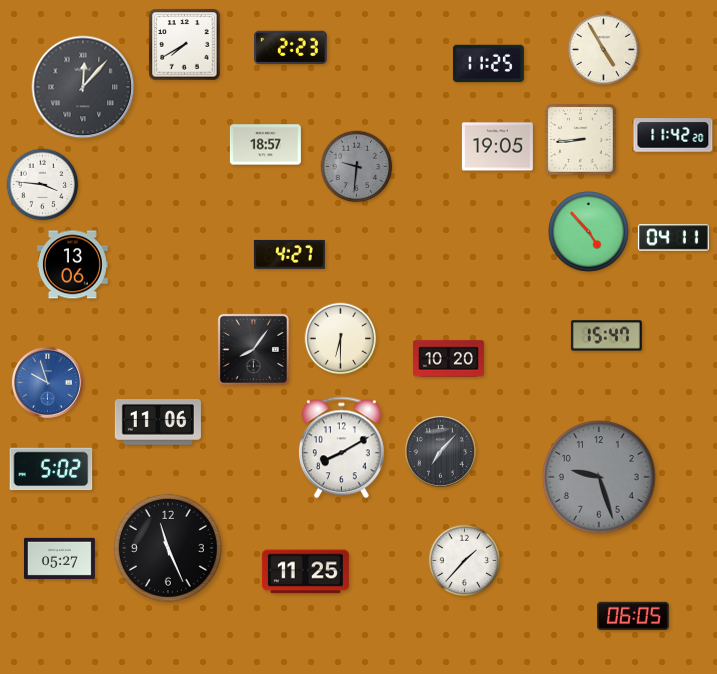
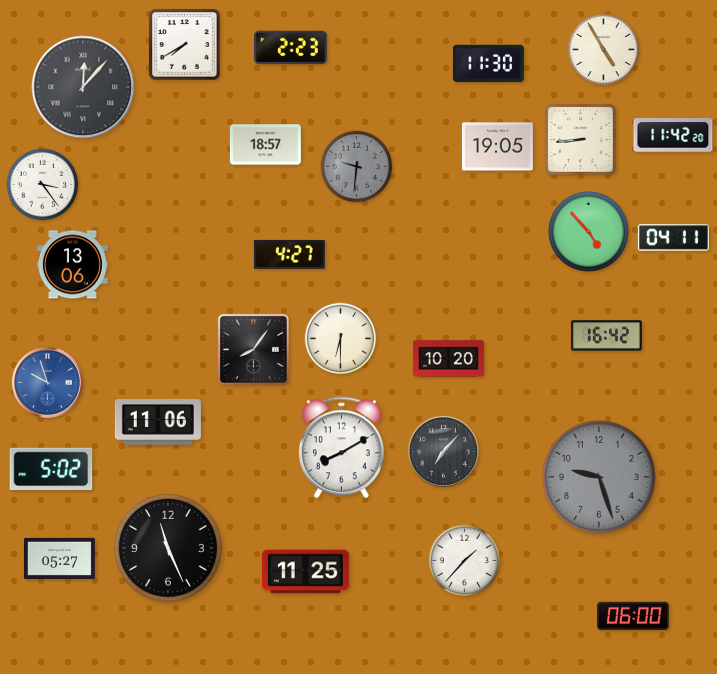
clock at (488, 64): 11:25 -> 11:30
clock at (43, 185): 3:46 -> 3:24
clock at (606, 336): 15:47 -> 16:42
clock at (440, 451) position: (440, 451) -> (443, 451)
clock at (634, 616): 06:05 -> 06:00
